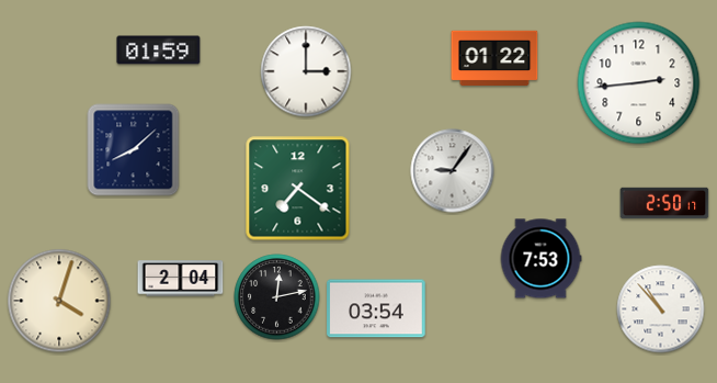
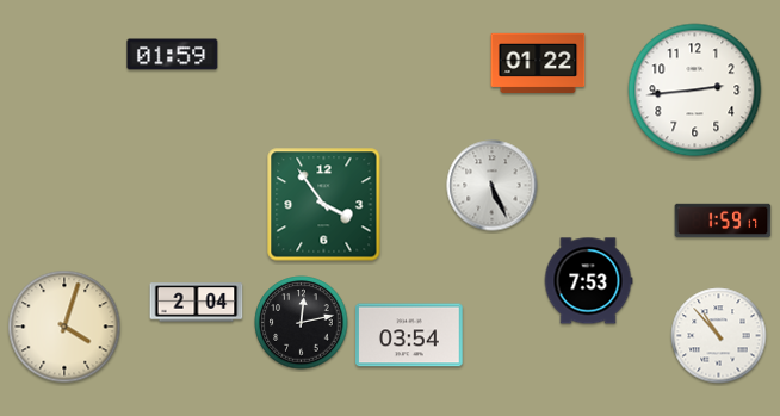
clock at (306, 71): 3:00 -> none
clock at (134, 150): 8:08 -> none
clock at (453, 171): 9:06 -> 5:26
clock at (298, 189): 7:21 -> 3:54
clock at (664, 203): 2:50 -> 1:59
